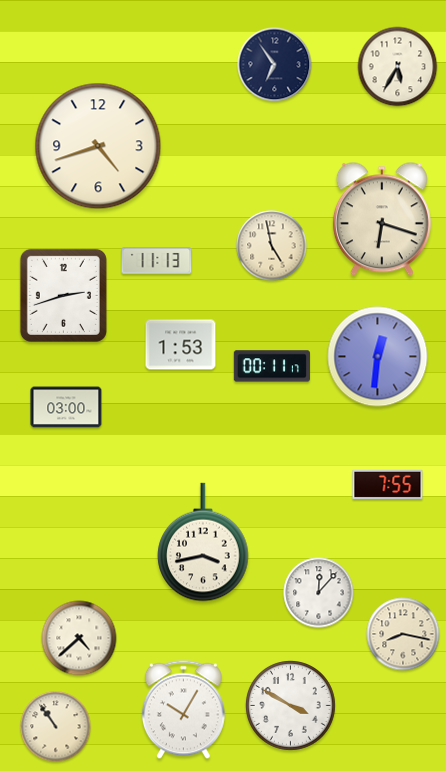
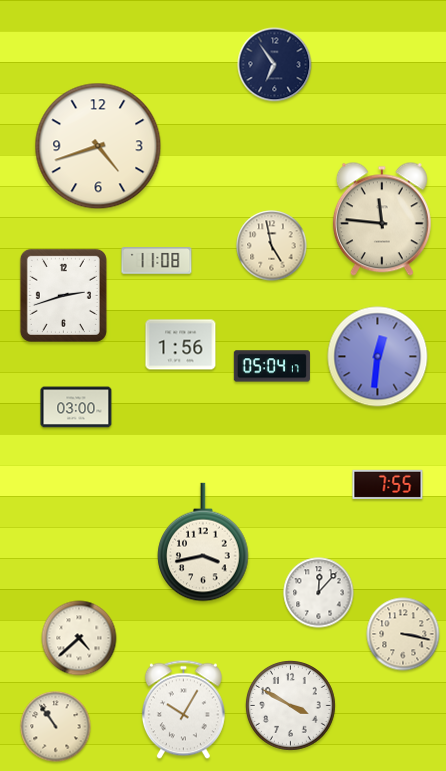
clock at (398, 67): 5:35 -> none
clock at (382, 219): 6:18 -> 11:46
clock at (157, 261): 11:13 -> 11:08
clock at (181, 345): 1:53 -> 1:56
clock at (272, 366): 00:11 -> 05:04
clock at (66, 407) position: (66, 407) -> (76, 407)
clock at (403, 634): 8:17 -> 3:17
